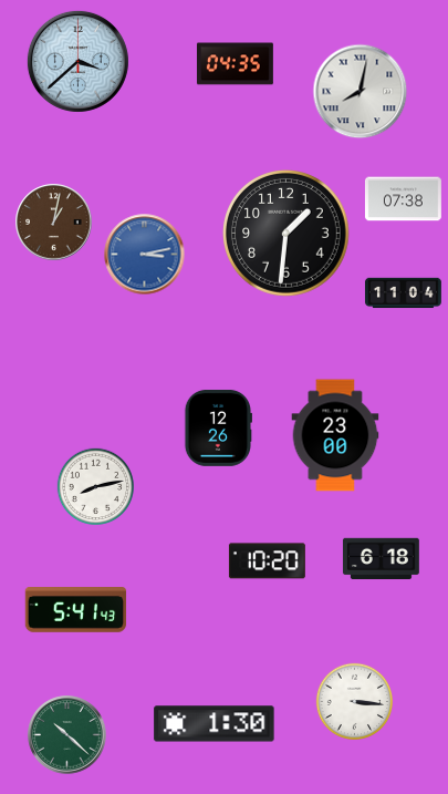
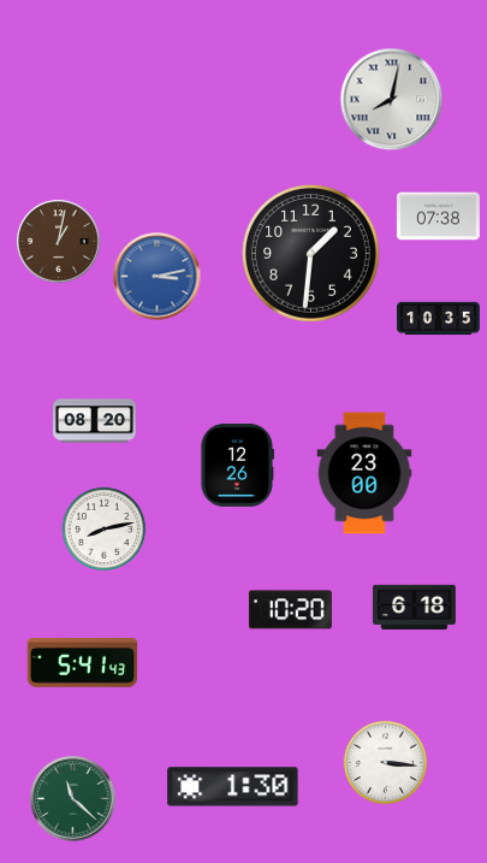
clock at (77, 61): 3:38 -> none
clock at (235, 64): 04:35 -> none
clock at (403, 293): 11:04 -> 10:35
clock at (95, 421): none -> 08:20
clock at (67, 735): 10:22 -> 11:22
